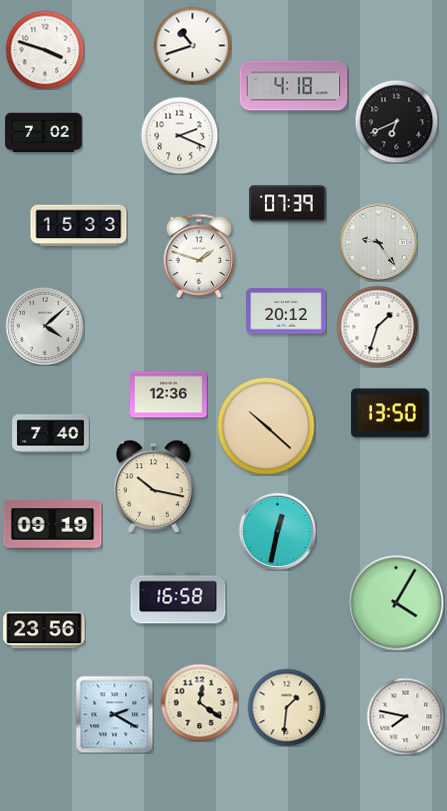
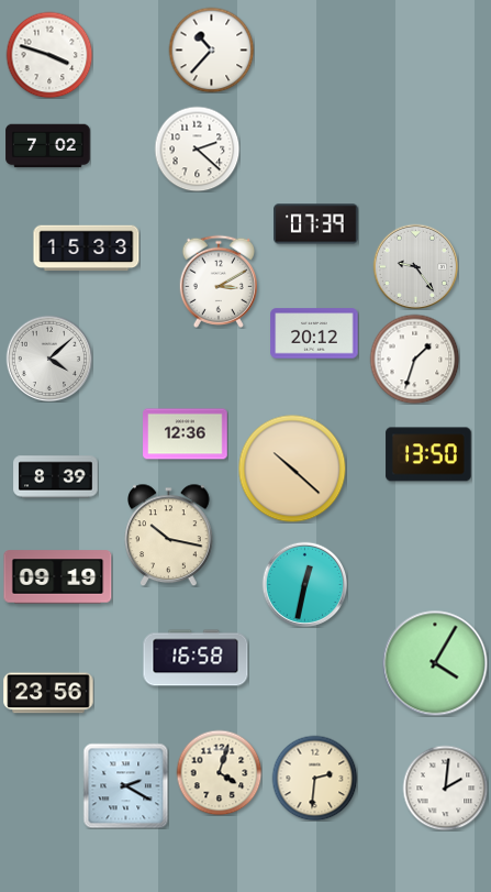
clock at (192, 45): 10:42 -> 10:37
clock at (294, 86): 4:18 -> none
clock at (396, 121): 6:41 -> none
clock at (179, 135): 2:19 -> 2:22
clock at (198, 256): 1:48 -> 3:10
clock at (286, 311) position: (286, 311) -> (314, 333)
clock at (51, 434): 7:40 -> 8:39
clock at (199, 702): 12:21 -> 4:03
clock at (286, 707): 1:31 -> 2:31
clock at (405, 716): 7:47 -> 2:01
